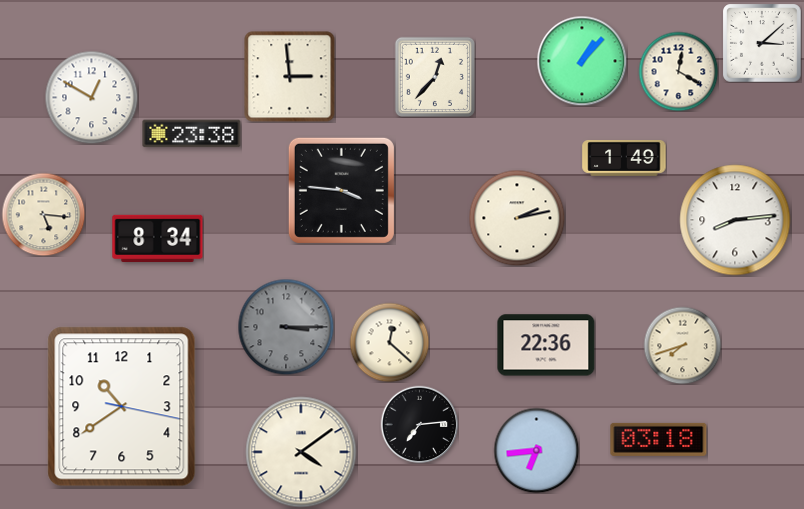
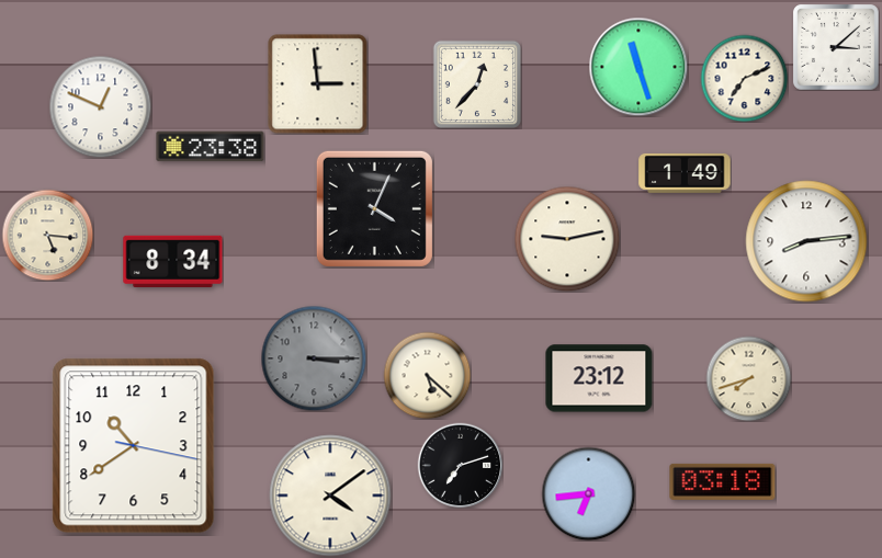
clock at (582, 61): 1:07 -> 11:27
clock at (678, 71): 12:20 -> 7:11
clock at (91, 97): 12:50 -> 12:49
clock at (341, 190): 3:46 -> 4:04
clock at (517, 218): 2:13 -> 9:13
clock at (389, 342): 12:22 -> 5:22
clock at (546, 345): 22:36 -> 23:12
clock at (419, 424): 7:14 -> 7:12
